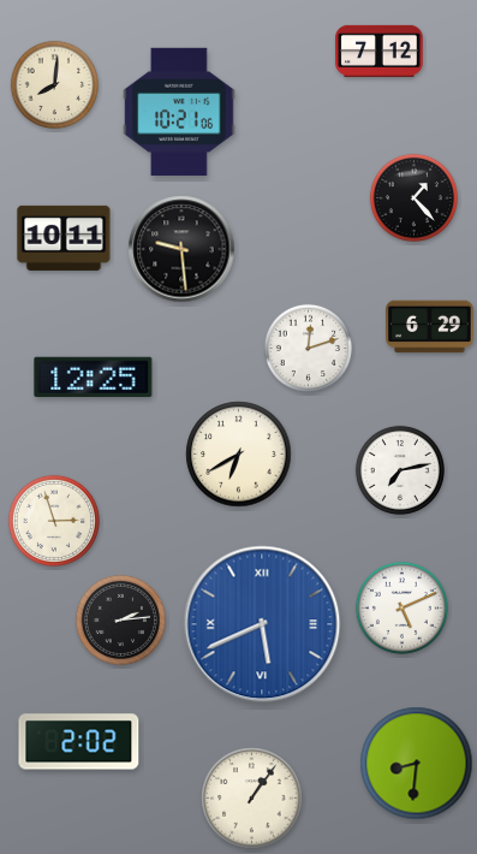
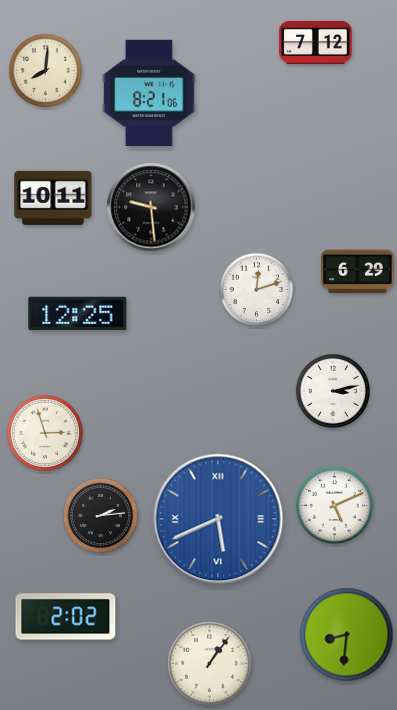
clock at (179, 111): 10:21 -> 8:21
clock at (413, 197): 1:23 -> none
clock at (239, 455): 6:40 -> none
clock at (400, 470): 7:13 -> 3:13
